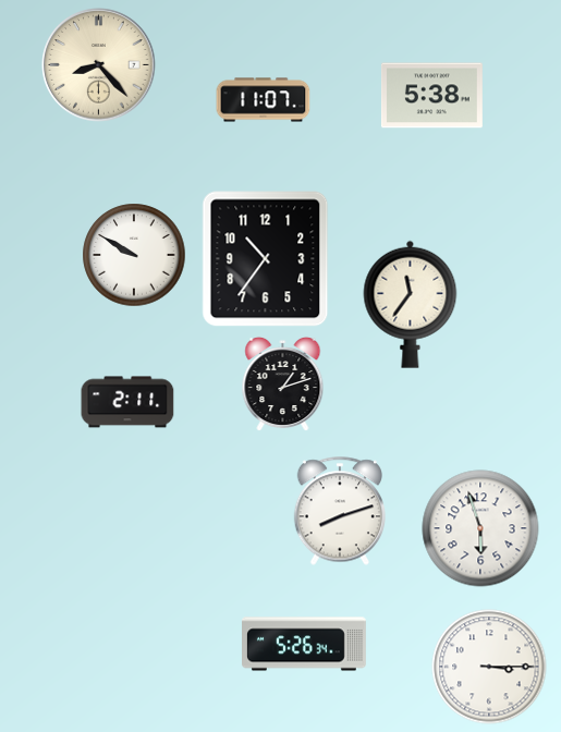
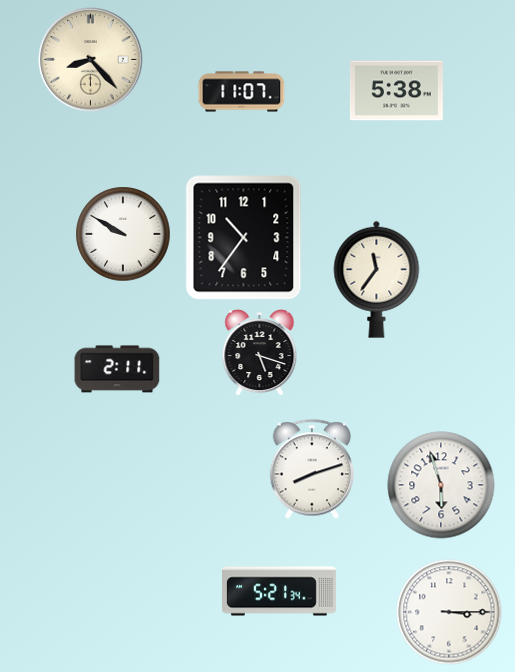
clock at (431, 96) position: (431, 96) -> (396, 91)
clock at (283, 385): 1:12 -> 5:18
clock at (305, 644): 5:26 -> 5:21
